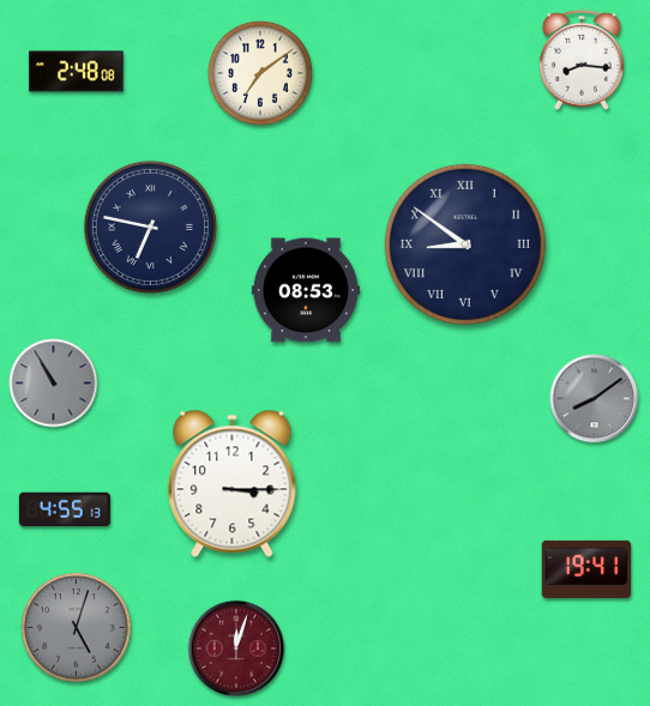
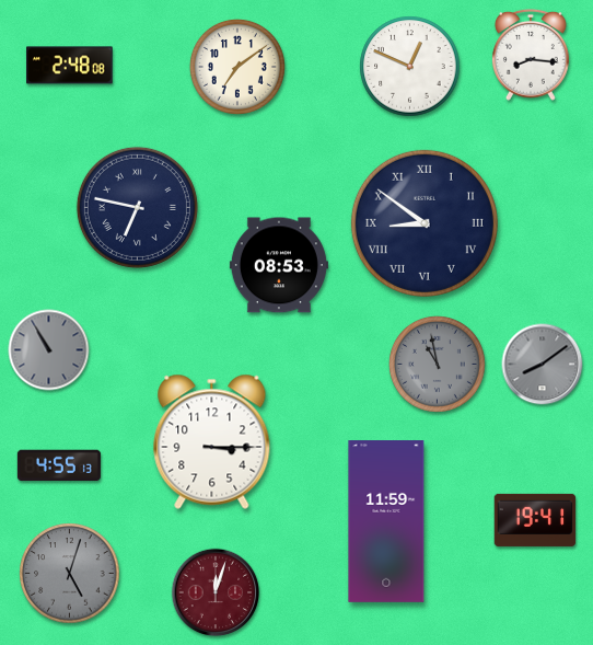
clock at (410, 67): none -> 12:49
clock at (437, 364): none -> 10:58
clock at (386, 522): none -> 11:59
